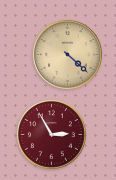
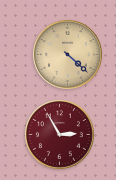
clock at (52, 135) position: (52, 135) -> (60, 135)
